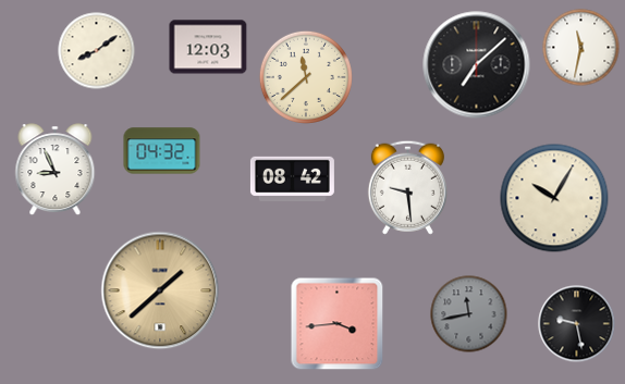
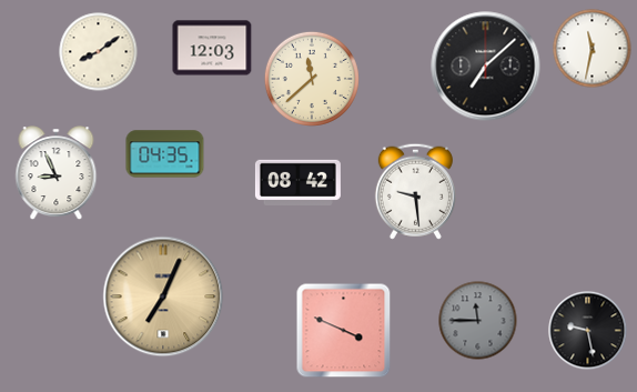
clock at (162, 151): 04:32 -> 04:35
clock at (554, 198): 10:05 -> none
clock at (160, 290): 1:38 -> 7:04
clock at (469, 314): 11:43 -> 11:45
clock at (338, 324): 3:44 -> 3:49
